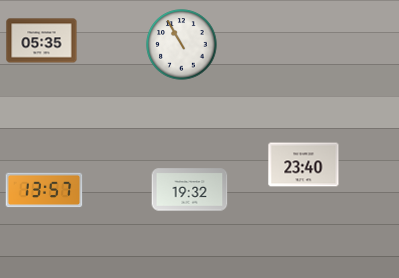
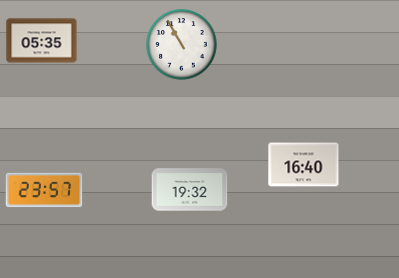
clock at (304, 165): 23:40 -> 16:40
clock at (44, 190): 13:57 -> 23:57
